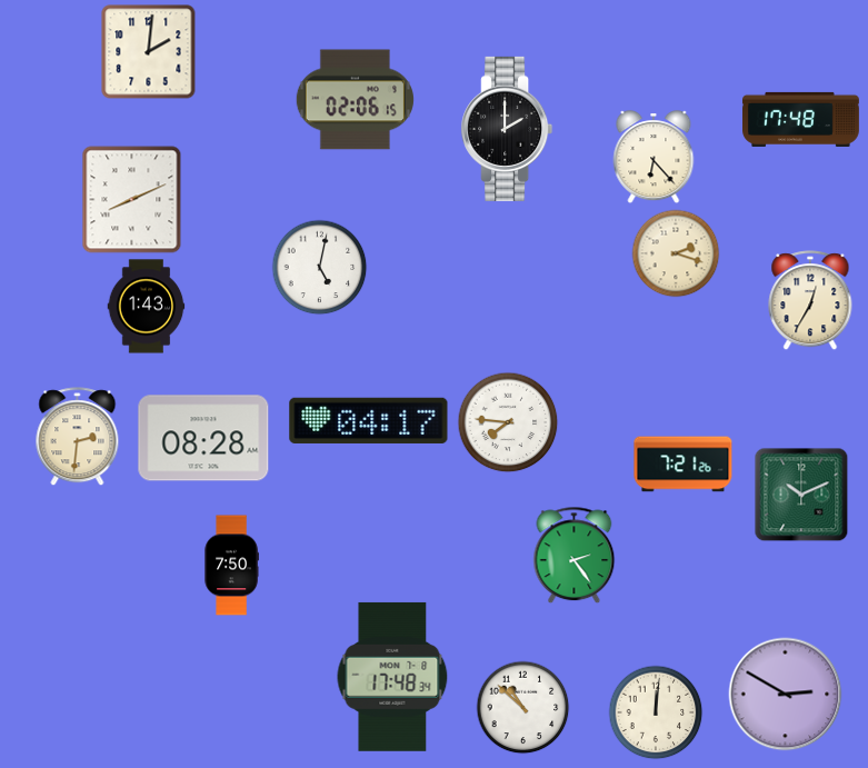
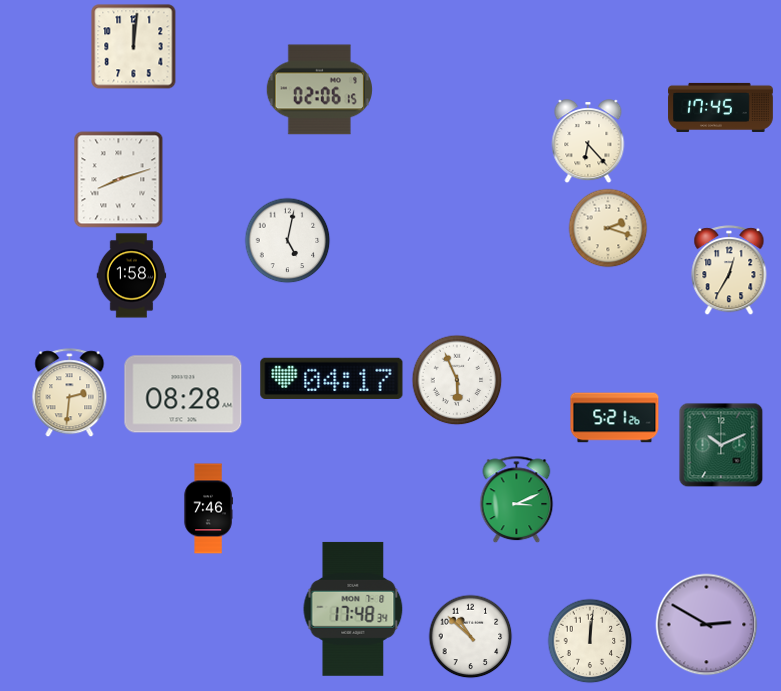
clock at (149, 52): 2:01 -> 12:01
clock at (801, 119): 17:48 -> 17:45
clock at (507, 129): 2:00 -> none
clock at (132, 200): 8:11 -> 8:12
clock at (147, 307): 1:43 -> 1:58
clock at (508, 422): 7:46 -> 5:56
clock at (684, 465): 7:21 -> 5:21
clock at (575, 556): 2:24 -> 3:11
clock at (231, 566): 7:50 -> 7:46
